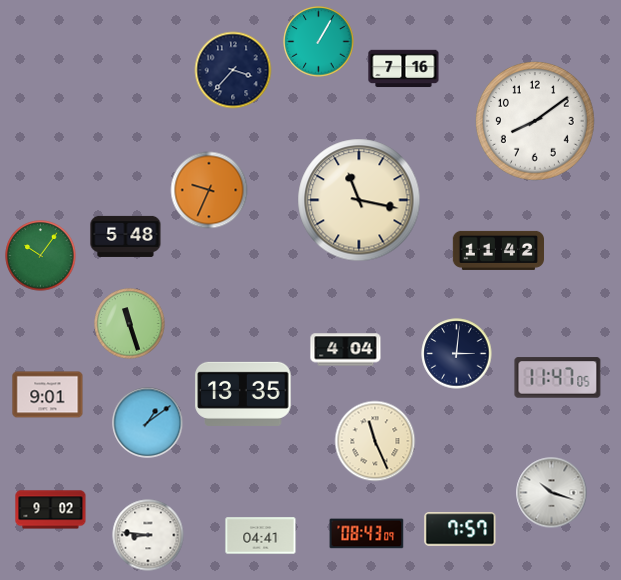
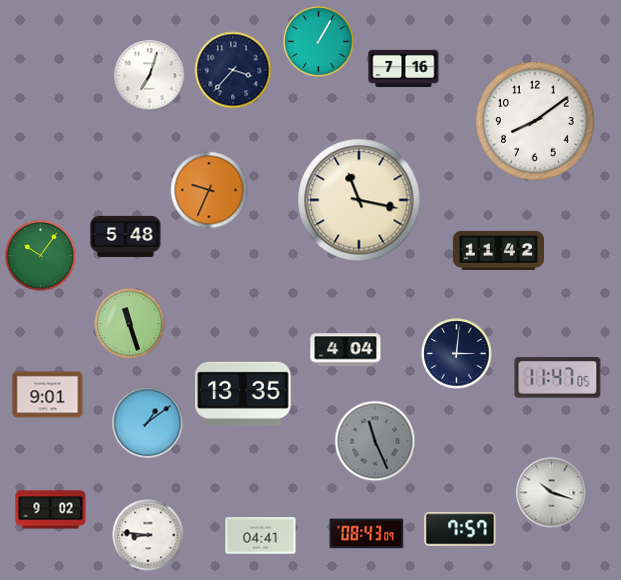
clock at (150, 76): none -> 7:03
clock at (375, 441) dial: cream -> grey
